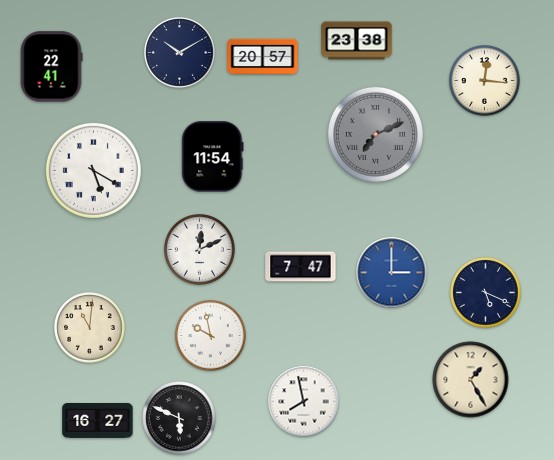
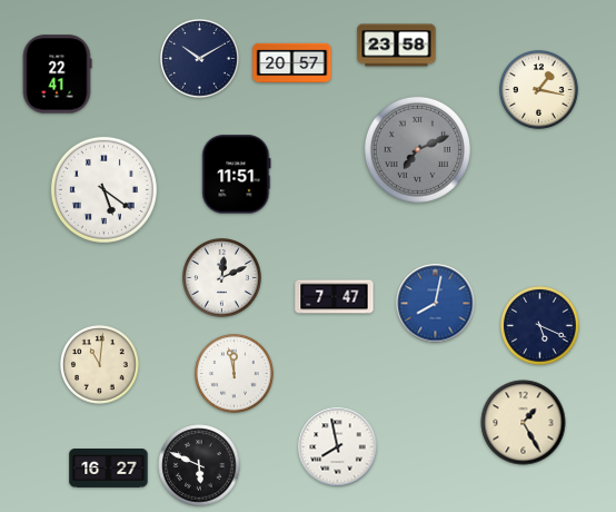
clock at (357, 41): 23:38 -> 23:58
clock at (485, 81): 12:16 -> 1:17
clock at (213, 157): 11:54 -> 11:51
clock at (93, 170): 5:20 -> 5:21
clock at (392, 273): 3:00 -> 8:02
clock at (211, 336): 9:58 -> 11:58
